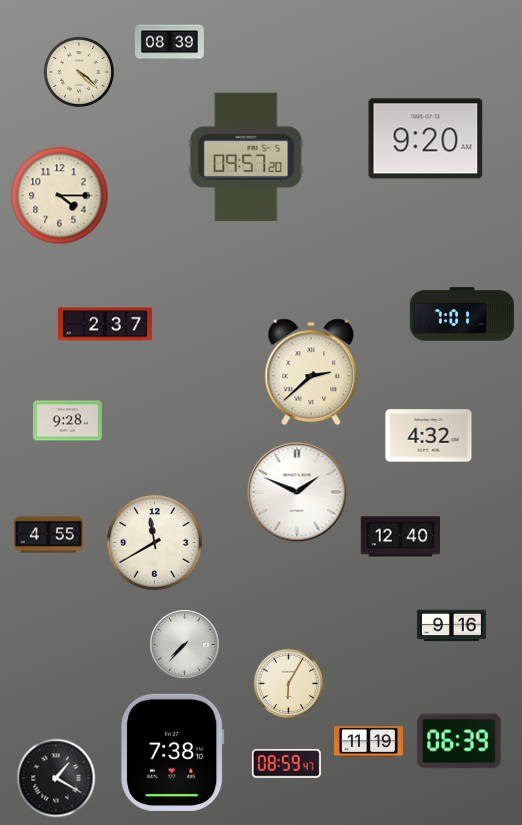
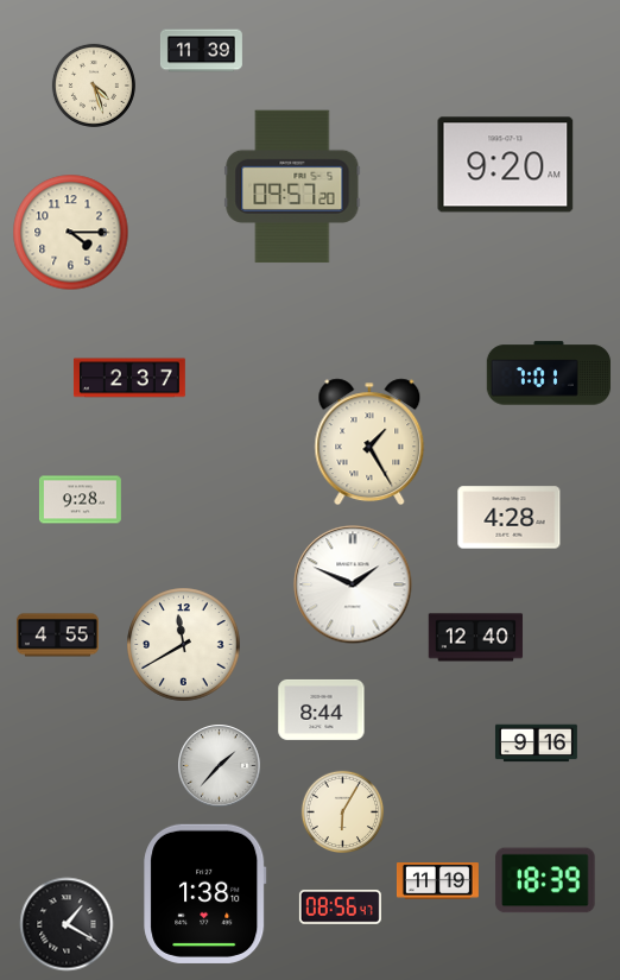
clock at (169, 43): 08:39 -> 11:39
clock at (79, 72): 4:22 -> 4:27
clock at (105, 324) position: (105, 324) -> (129, 378)
clock at (311, 372): 2:38 -> 1:25
clock at (429, 436): 4:32 -> 4:28
clock at (322, 709): none -> 8:44
clock at (185, 645): 7:37 -> 1:37
clock at (459, 741): 06:39 -> 18:39
clock at (173, 752): 7:38 -> 1:38
clock at (286, 764): 08:59 -> 08:56
